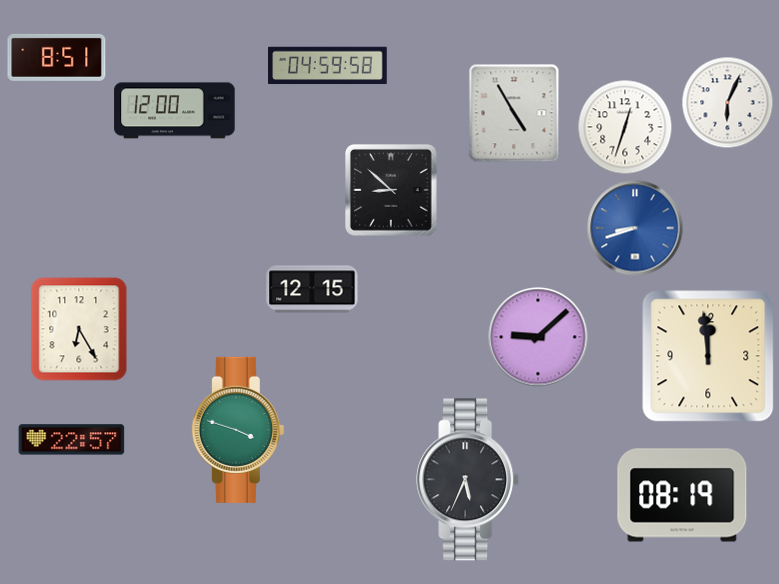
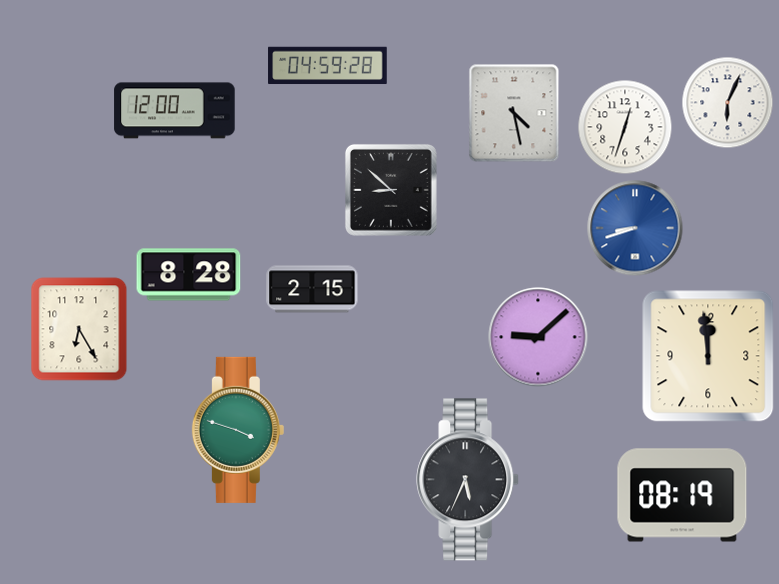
clock at (57, 57): 8:51 -> none
clock at (328, 66): 04:59:58 -> 04:59:28
clock at (514, 113): 4:55 -> 4:28
clock at (189, 275): none -> 8:28
clock at (312, 289): 12:15 -> 2:15
clock at (72, 440): 22:57 -> none
